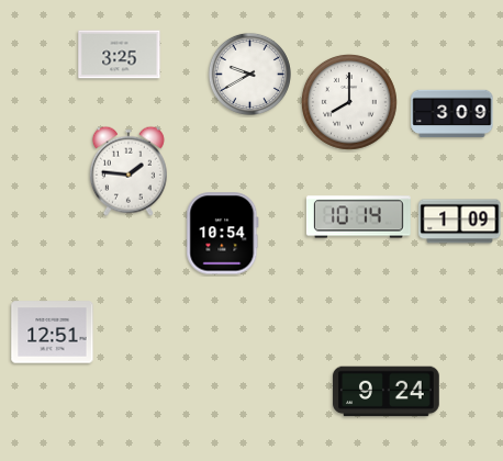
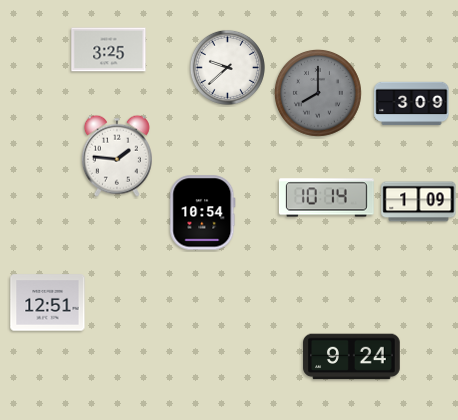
clock at (249, 74): 9:40 -> 9:38
clock at (349, 102) dial: white -> grey
